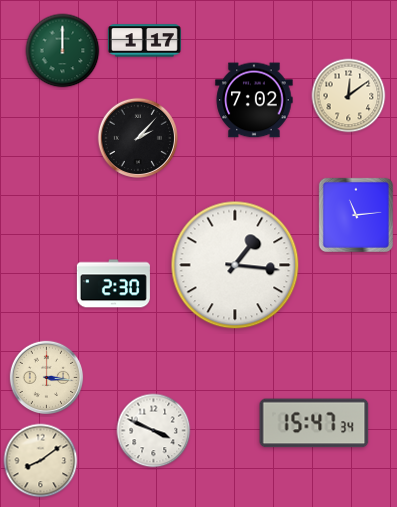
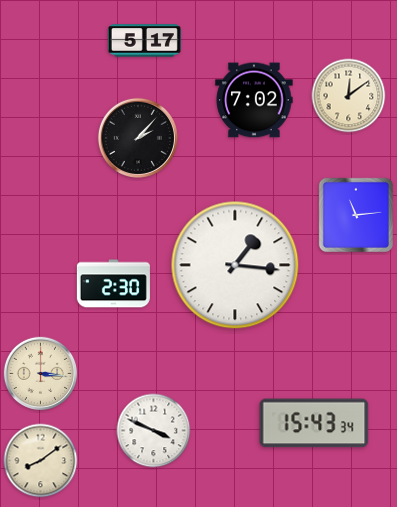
clock at (144, 41): 1:17 -> 5:17
clock at (63, 51): 12:00 -> none
clock at (47, 378) position: (47, 378) -> (41, 374)
clock at (314, 423): 15:47 -> 15:43
